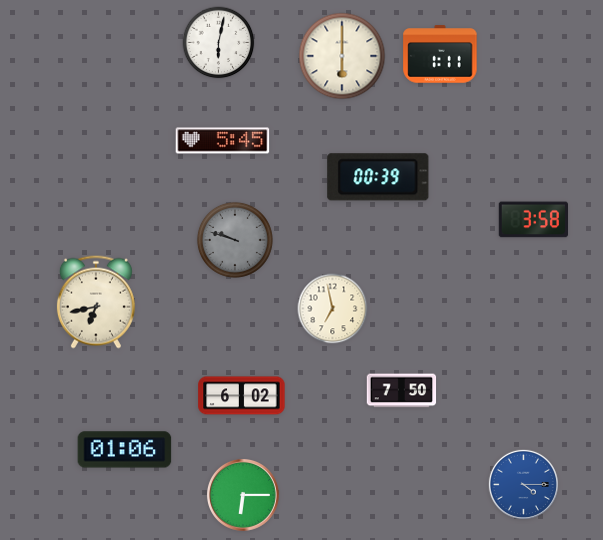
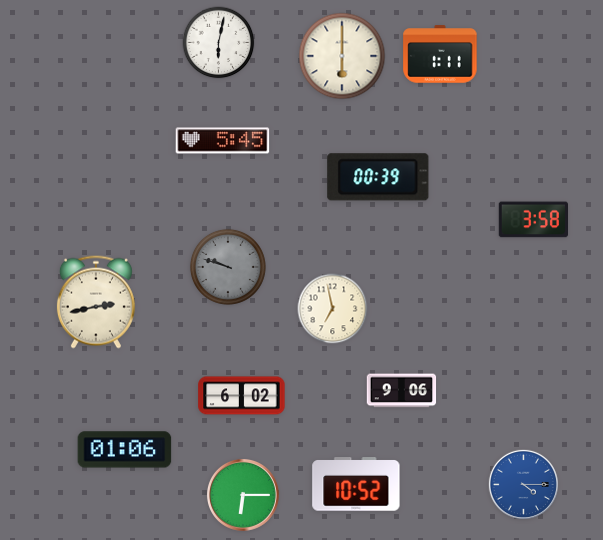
clock at (235, 240) position: (235, 240) -> (228, 267)
clock at (96, 302): 6:43 -> 2:43
clock at (402, 391): 7:50 -> 9:06
clock at (356, 484): none -> 10:52
